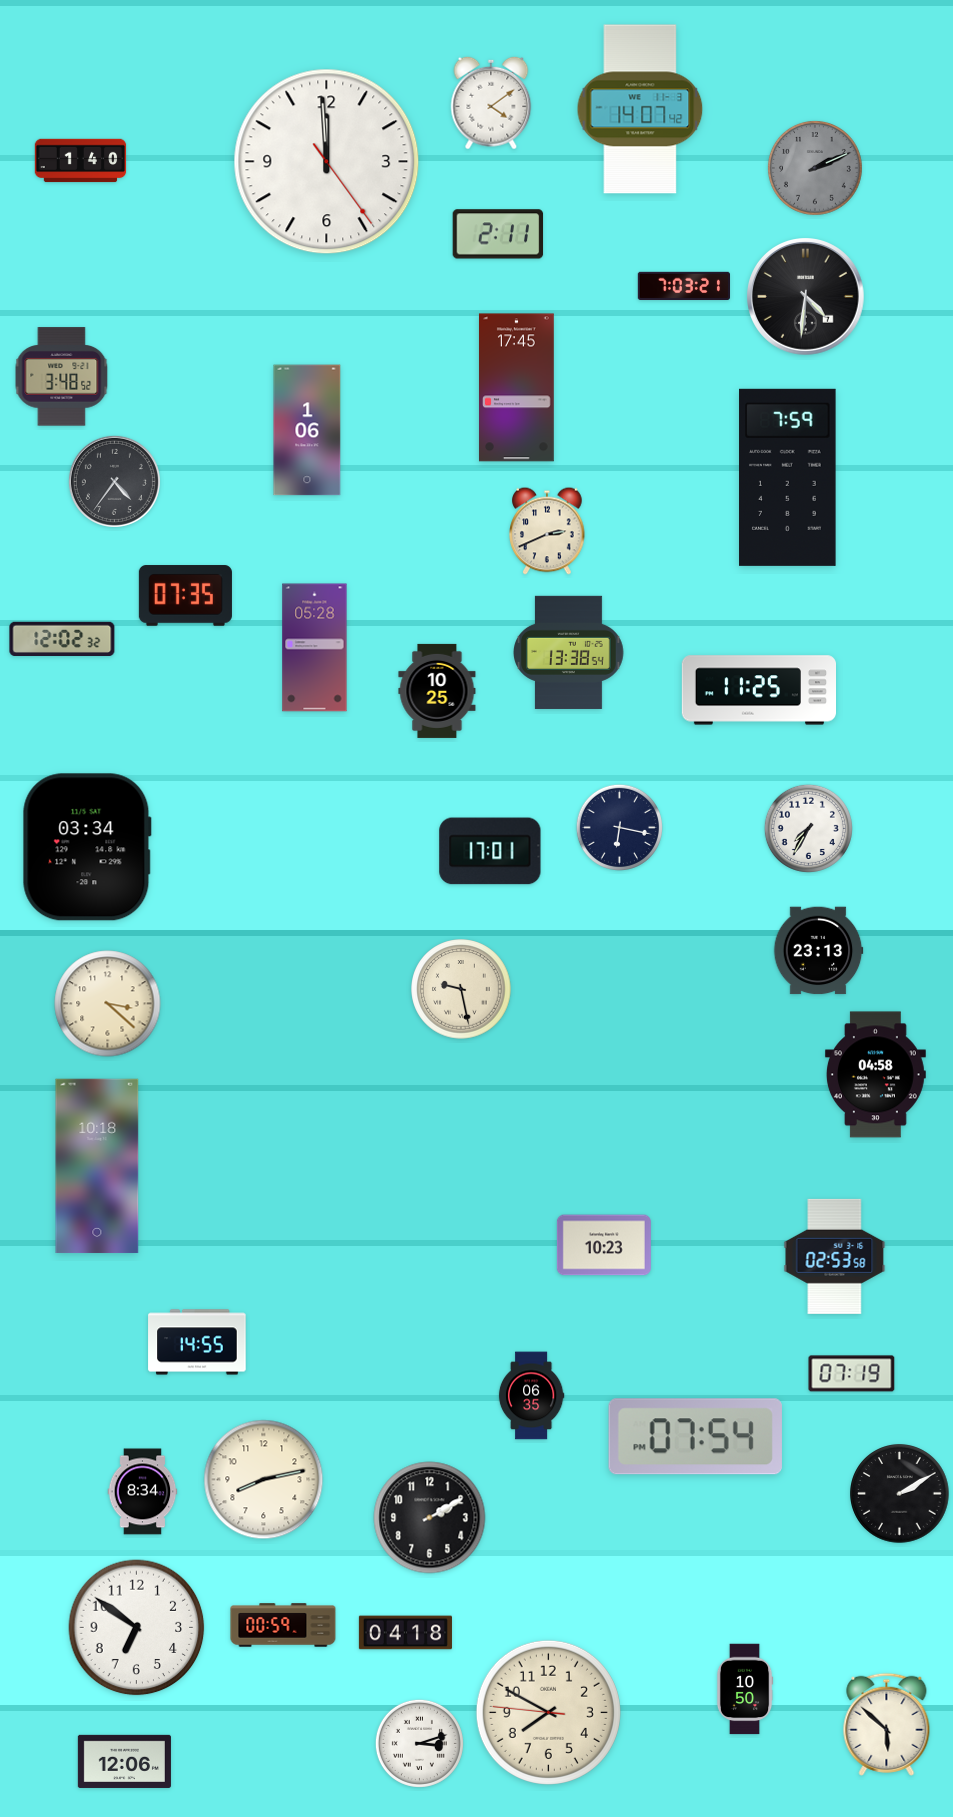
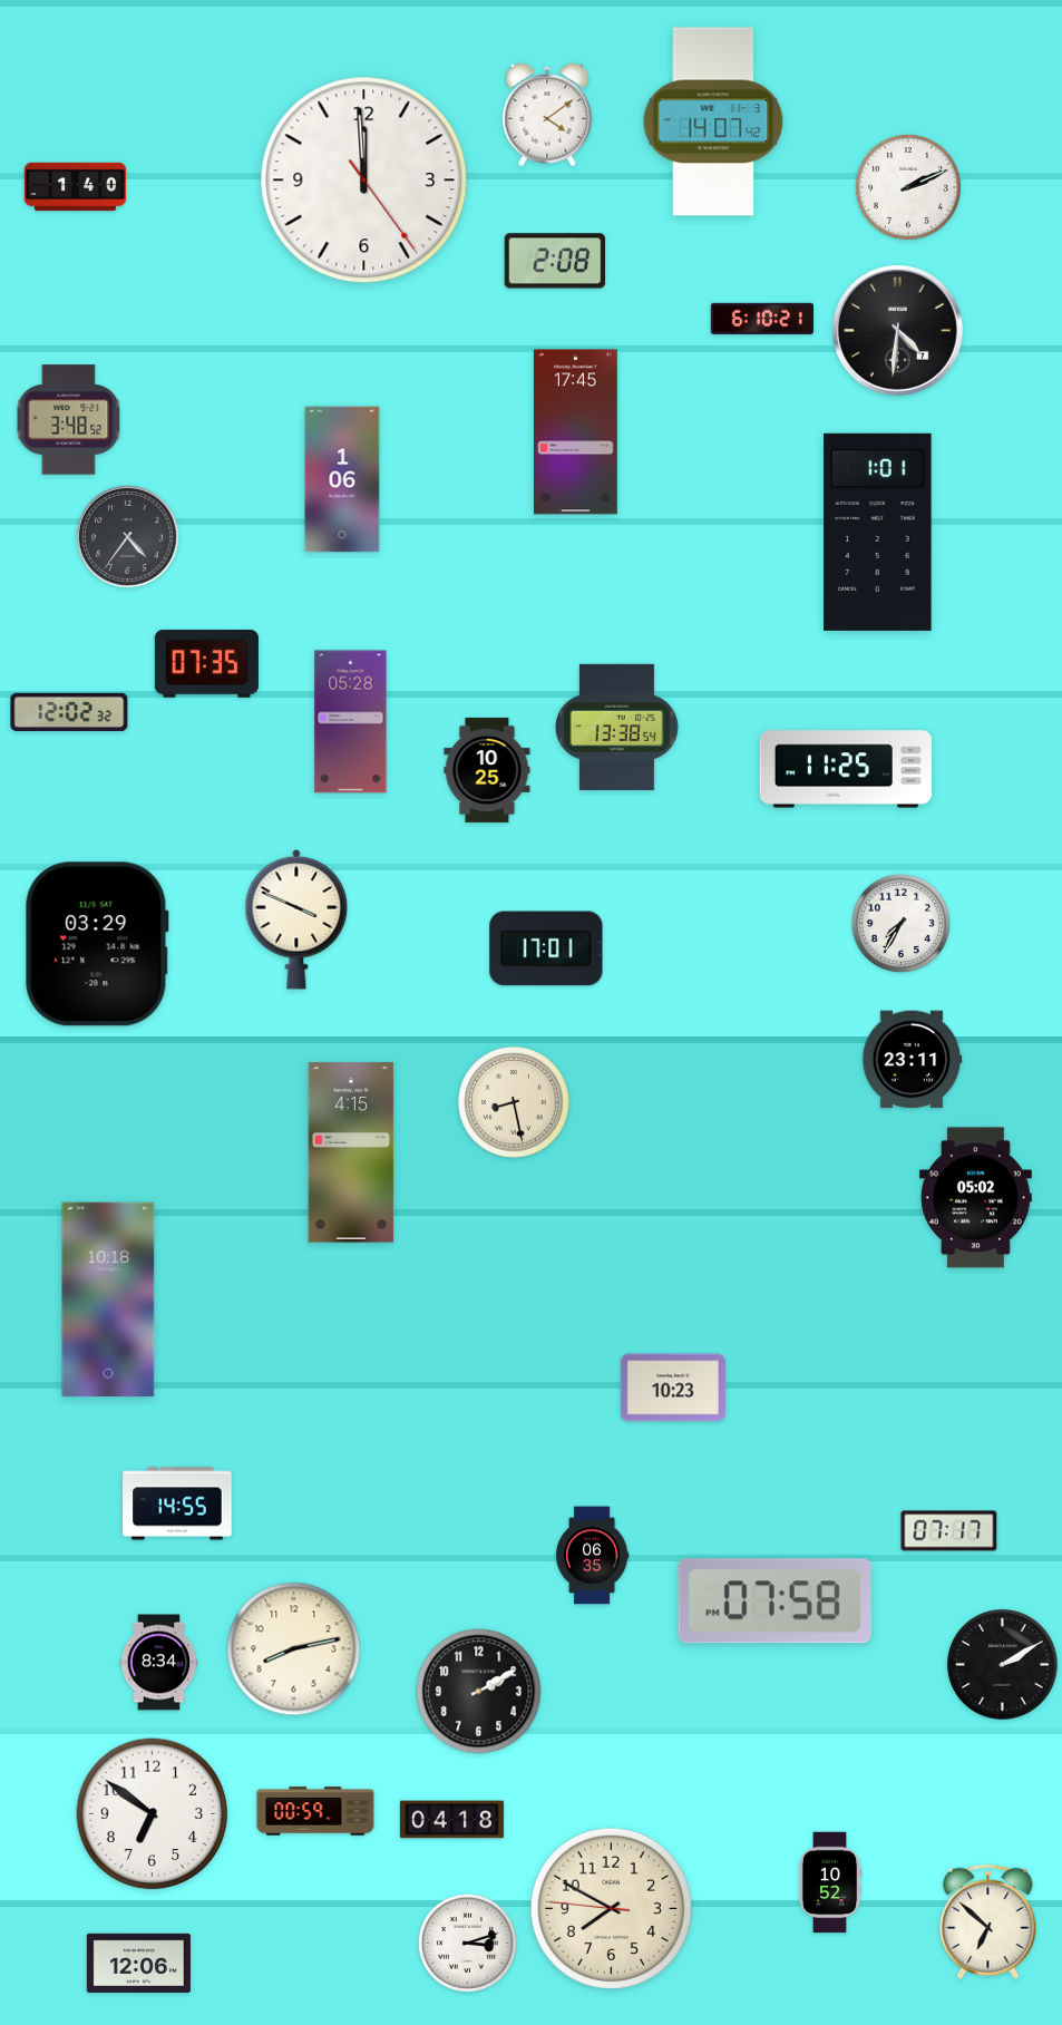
clock at (81, 161) position: (81, 161) -> (76, 187)
clock at (815, 168) dial: grey -> white
clock at (498, 234): 2:11 -> 2:08
clock at (683, 285): 7:03 -> 6:10
clock at (788, 477): 7:59 -> 1:01
clock at (547, 531): 2:41 -> none
clock at (569, 652) position: (569, 652) -> (617, 727)
clock at (296, 919): none -> 3:49
clock at (619, 827): 6:17 -> none
clock at (87, 847): 03:34 -> 03:29
clock at (818, 951): 23:13 -> 23:11
clock at (461, 989): 9:28 -> 8:28
clock at (108, 1004): 3:22 -> none
clock at (351, 1152): none -> 4:15
clock at (875, 1075): 04:58 -> 05:02
clock at (835, 1256): 02:53 -> none
clock at (197, 1342) position: (197, 1342) -> (177, 1503)
clock at (852, 1374): 07:19 -> 07:17
clock at (695, 1437): 07:54 -> 07:58
clock at (745, 1689): 10:50 -> 10:52
clock at (887, 1724): 5:52 -> 6:52
